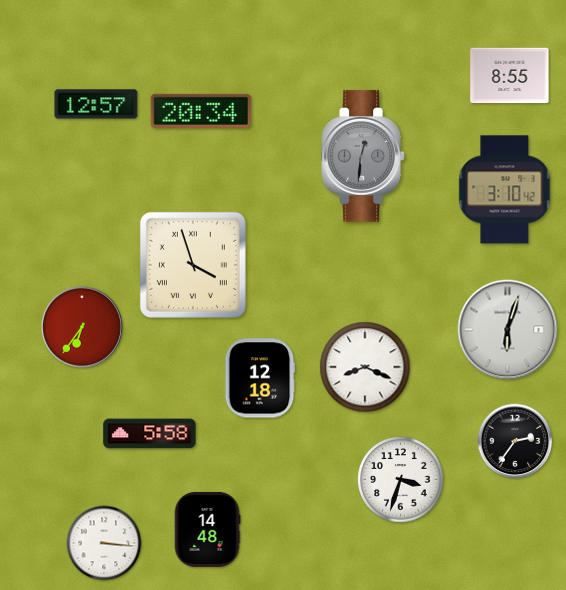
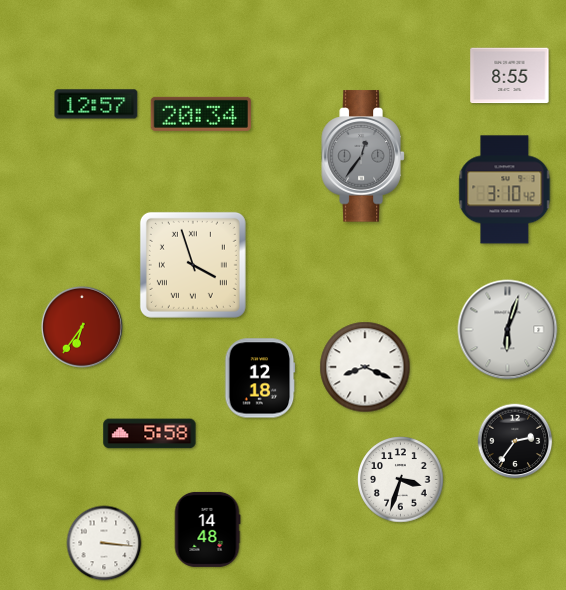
clock at (201, 111) position: (201, 111) -> (201, 114)
clock at (363, 156): 12:31 -> 12:36
